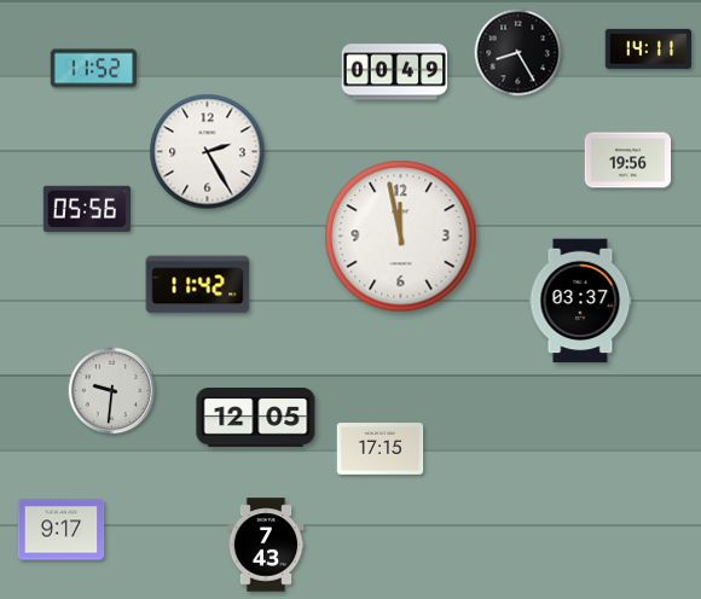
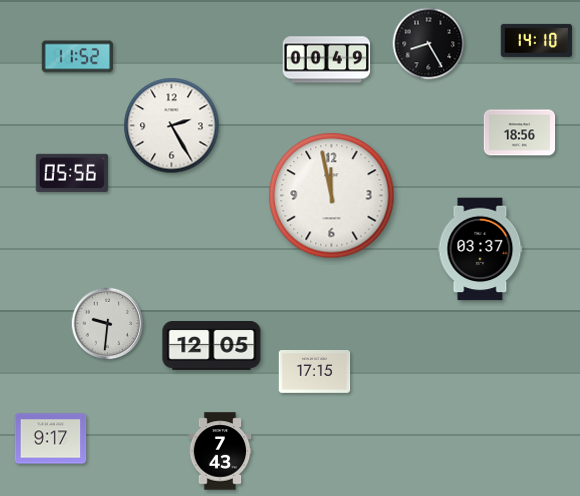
clock at (649, 48): 14:11 -> 14:10
clock at (628, 161): 19:56 -> 18:56
clock at (198, 285): 11:42 -> none
clock at (112, 391) position: (112, 391) -> (108, 324)
